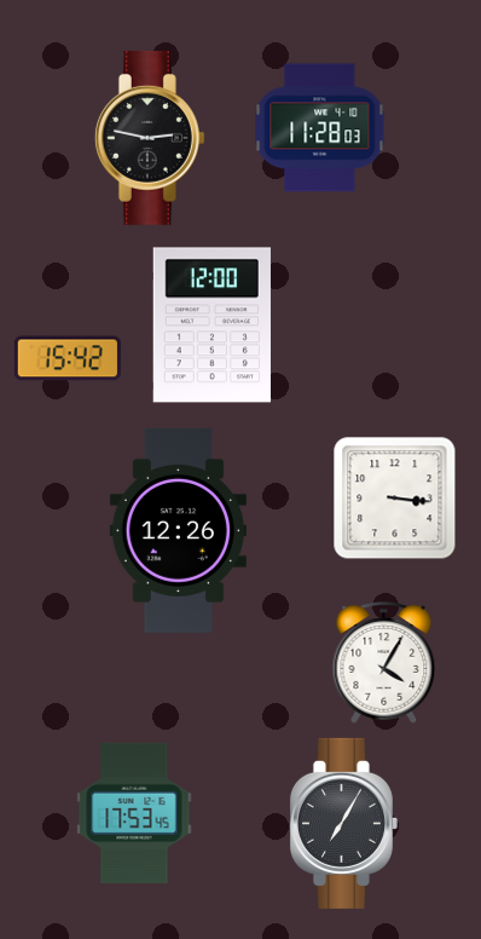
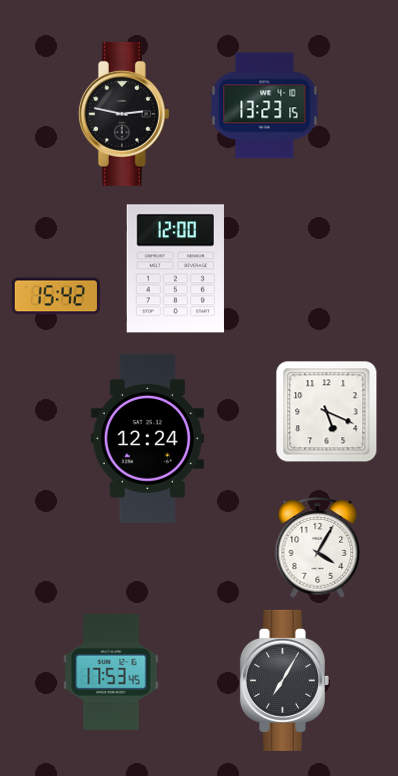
clock at (320, 128): 11:28 -> 13:23
clock at (395, 499): 3:16 -> 5:19
clock at (178, 530): 12:26 -> 12:24
